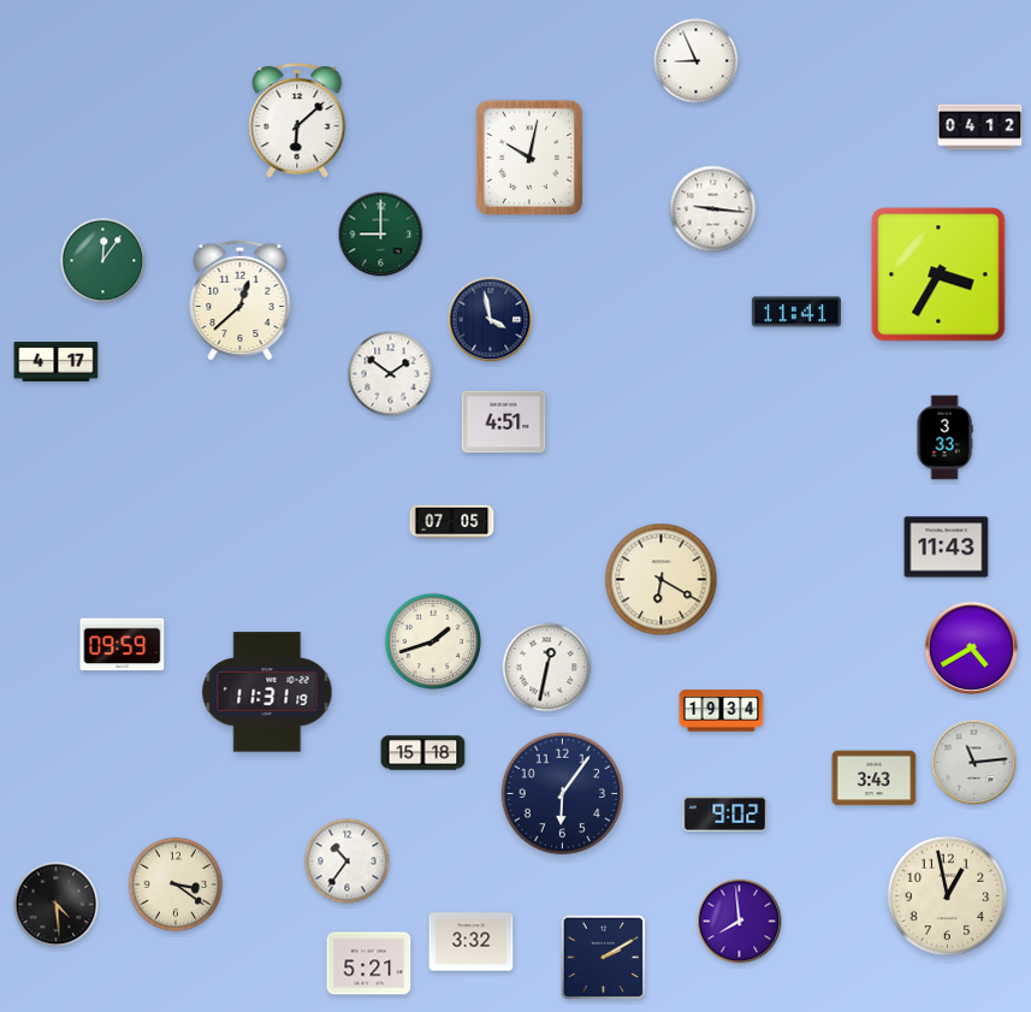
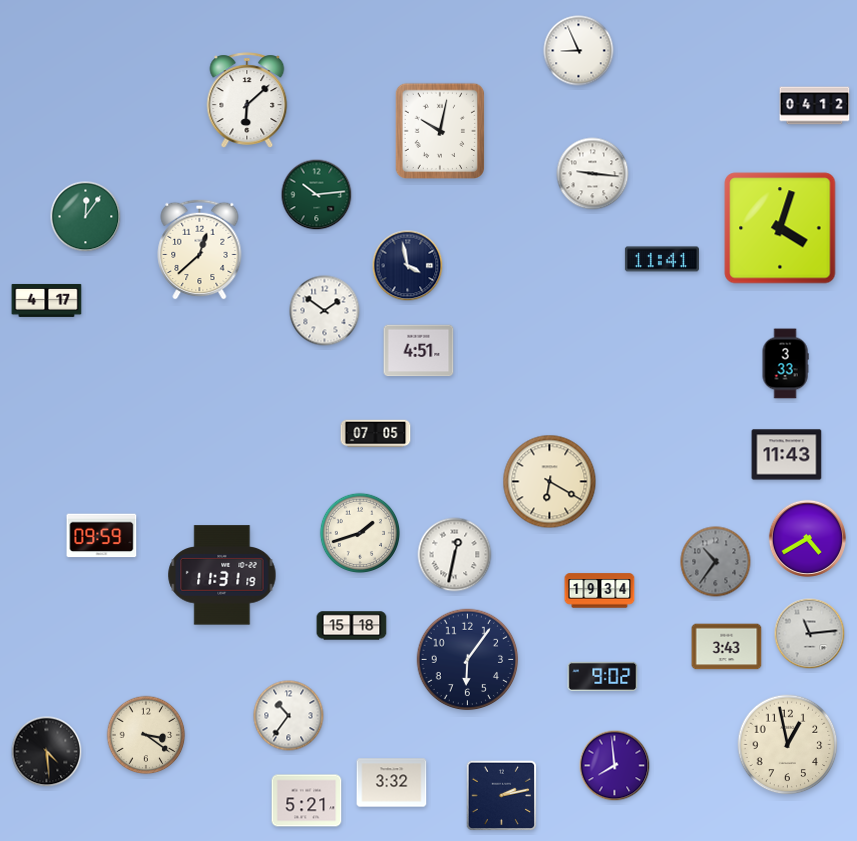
clock at (381, 235): 9:00 -> 10:14
clock at (938, 274): 3:35 -> 4:03
clock at (716, 562): none -> 10:36
clock at (604, 958): 2:10 -> 2:13
